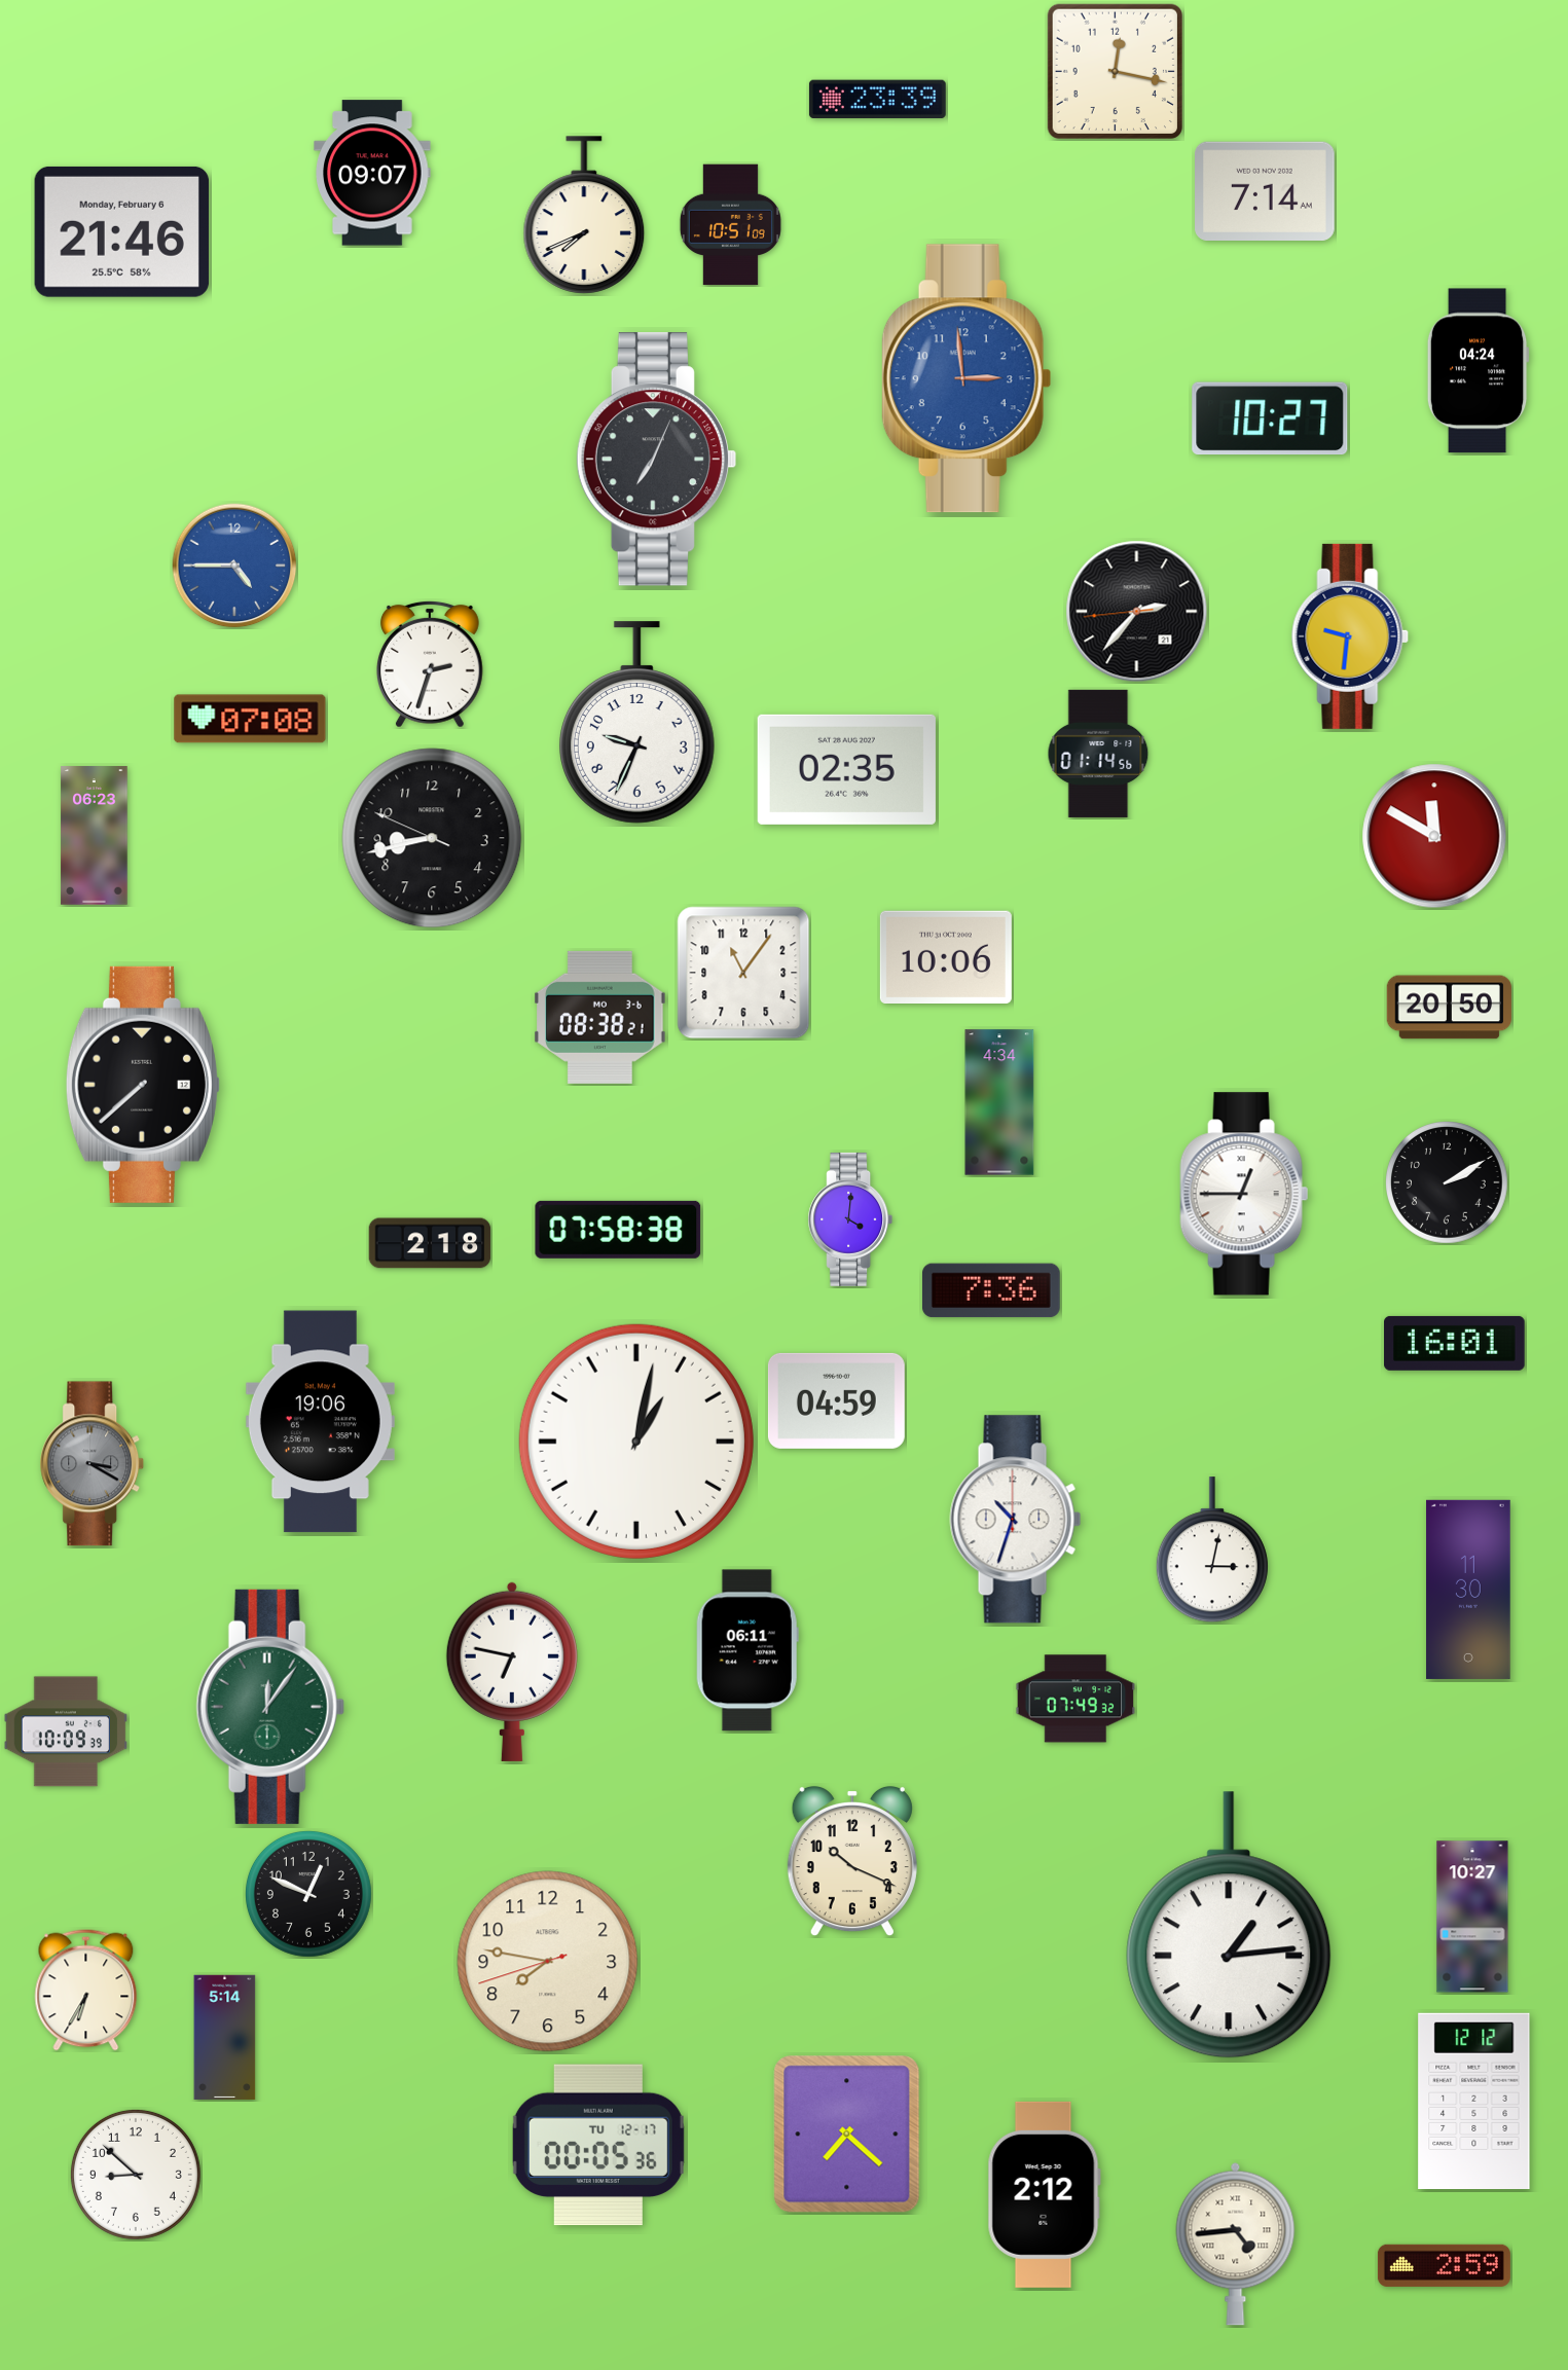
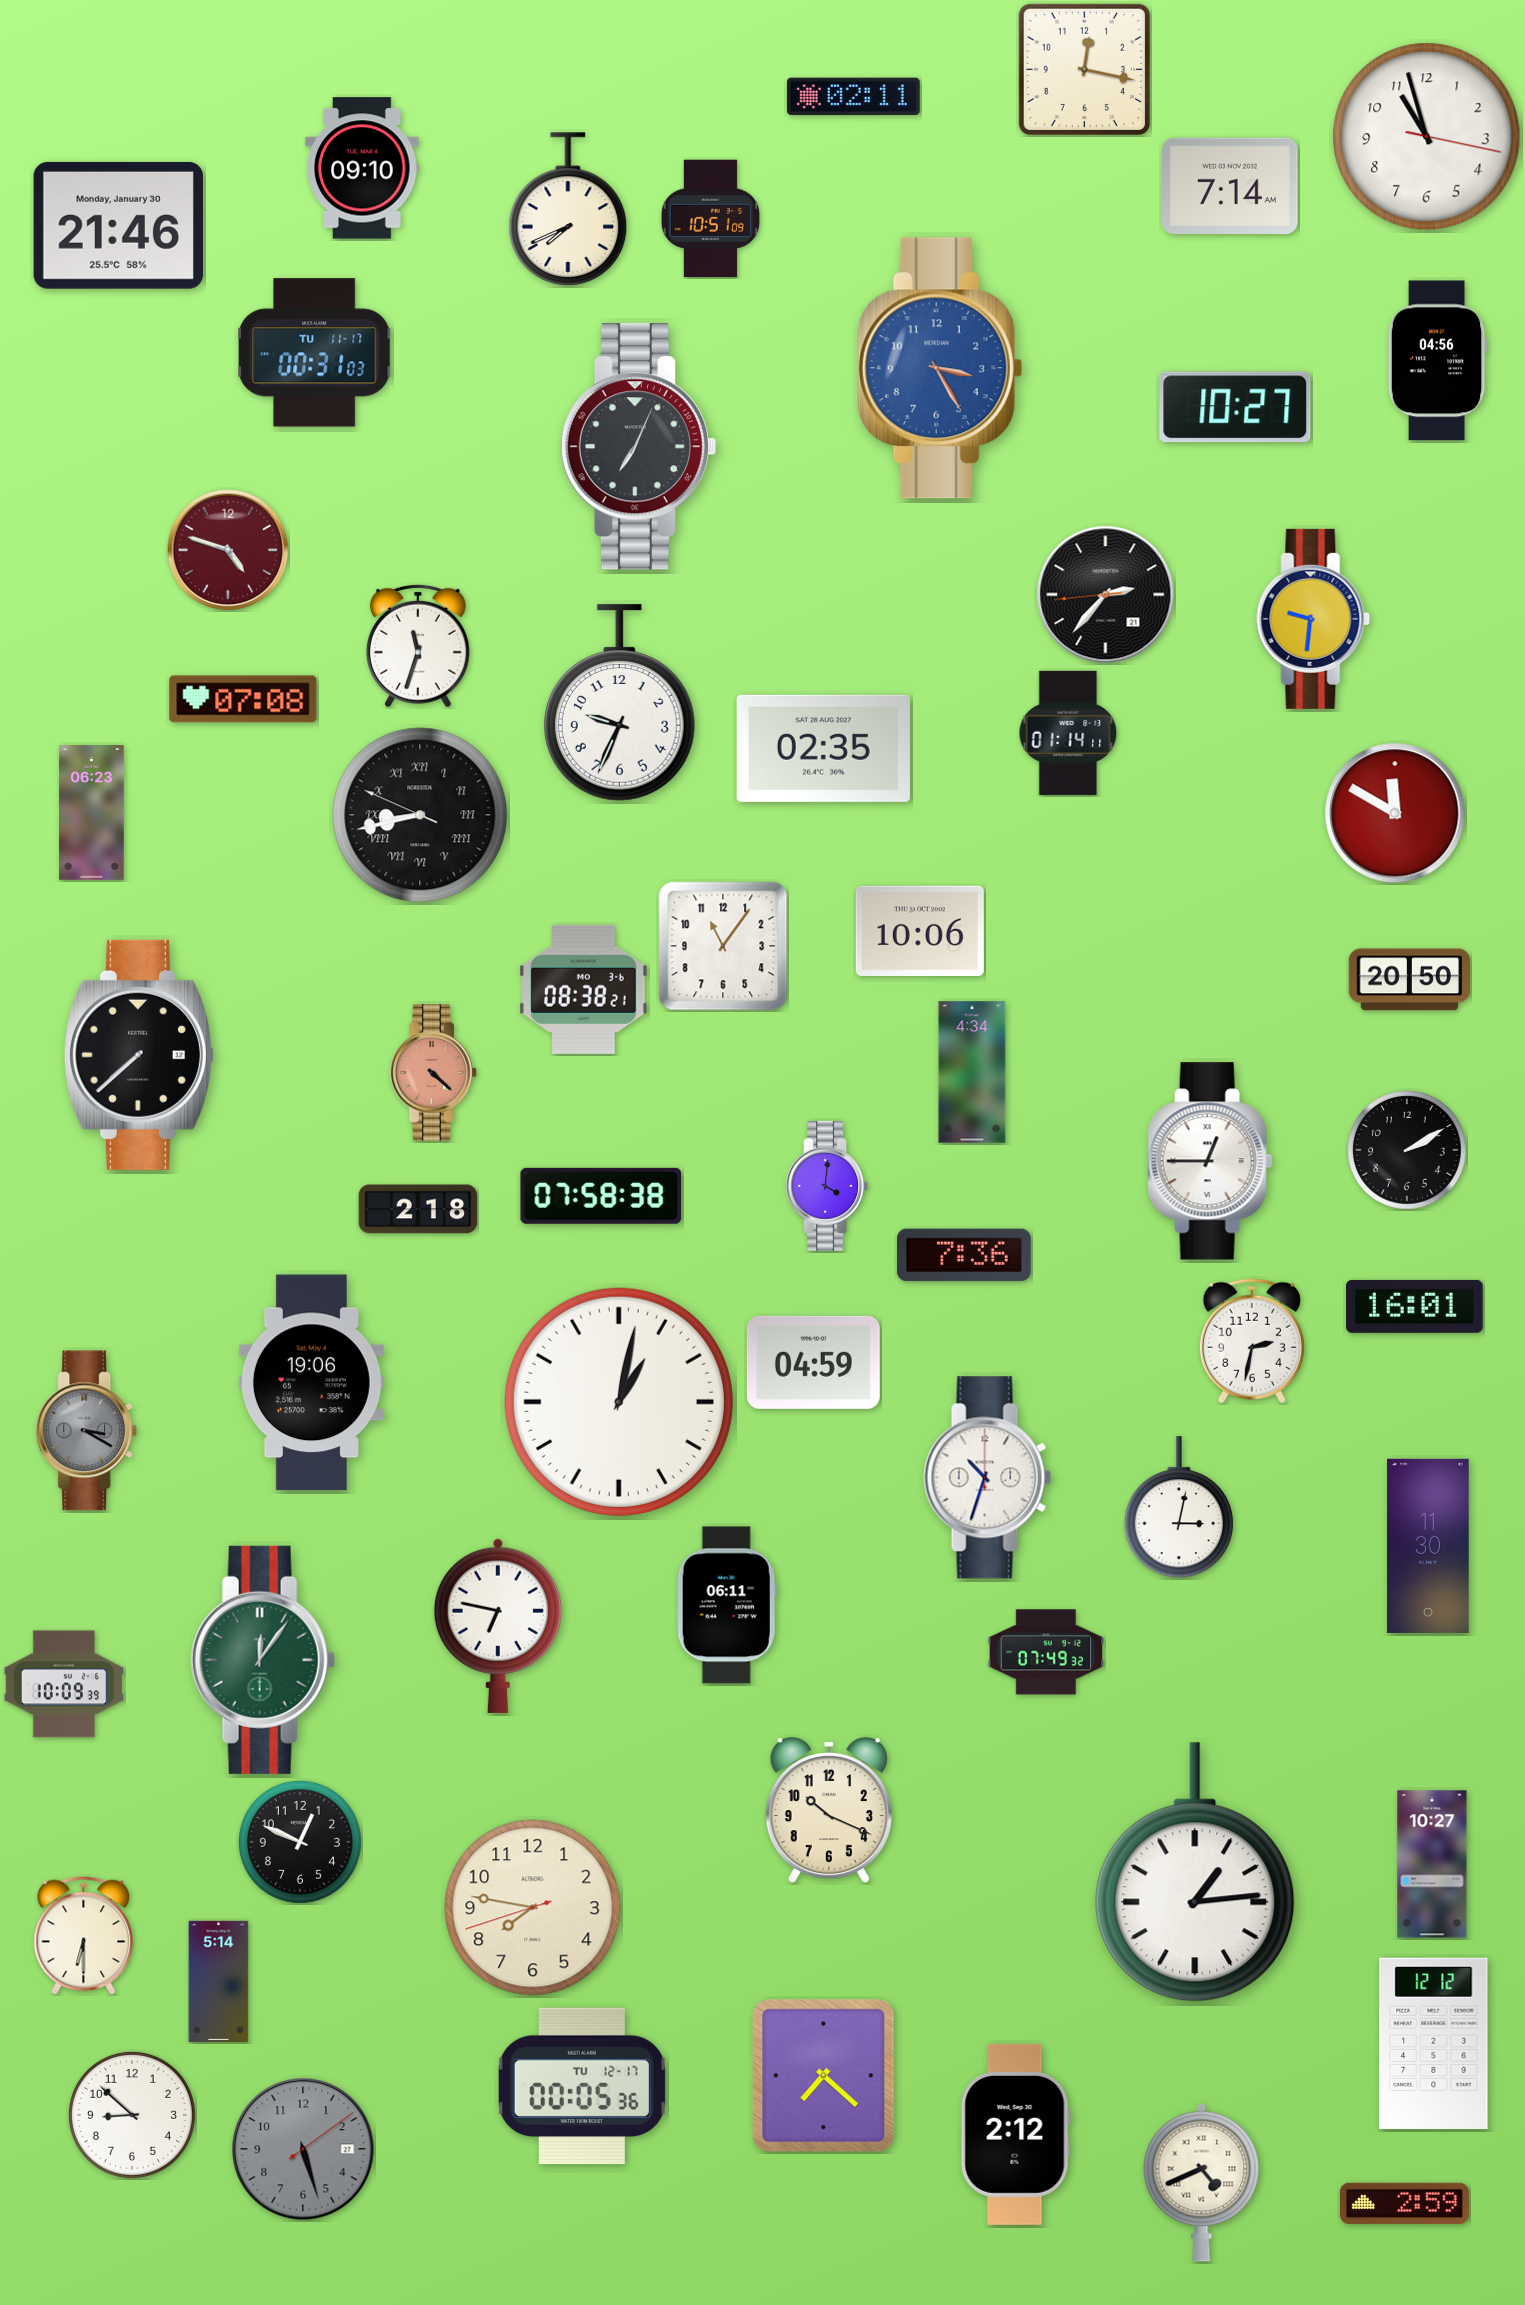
clock at (877, 100): 23:39 -> 02:11
clock at (1427, 137): none -> 10:57
clock at (372, 173): 09:07 -> 09:10
clock at (121, 231) date: Monday, February 6 -> Monday, January 30
clock at (315, 353): none -> 00:31
clock at (1478, 371): 04:24 -> 04:56
clock at (967, 378): 2:59 -> 3:25
clock at (234, 566): 4:45 -> 4:48
clock at (234, 566) dial: blue -> burgundy
clock at (430, 664): 2:33 -> 11:33
clock at (1098, 754): 01:14:56 -> 01:14:11
clock at (432, 838) numerals: Arabic -> Roman
clock at (434, 1073): none -> 4:22
clock at (1252, 1341): none -> 2:32
clock at (93, 1464) position: (93, 1464) -> (87, 1431)
clock at (86, 1991): 6:35 -> 6:30
clock at (303, 2149): none -> 5:27
clock at (1236, 2244): 4:44 -> 4:41
